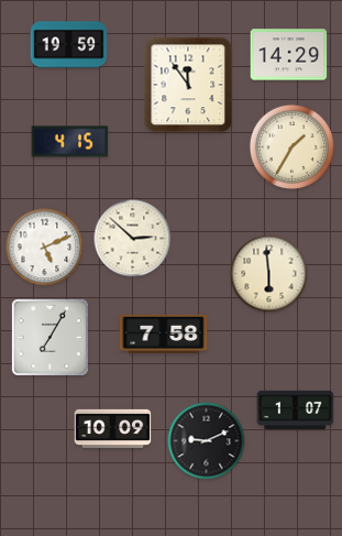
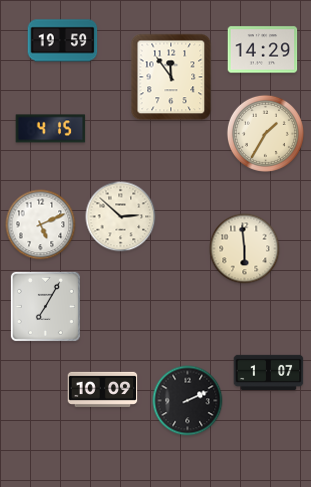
clock at (70, 142) position: (70, 142) -> (51, 129)
clock at (164, 333): 7:58 -> none
clock at (207, 441): 9:11 -> 2:11
